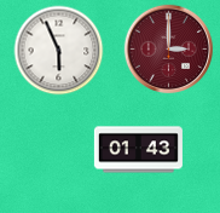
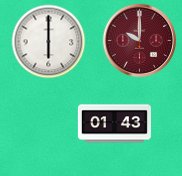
clock at (169, 50): 3:00 -> 10:00
clock at (59, 51): 5:56 -> 6:00
